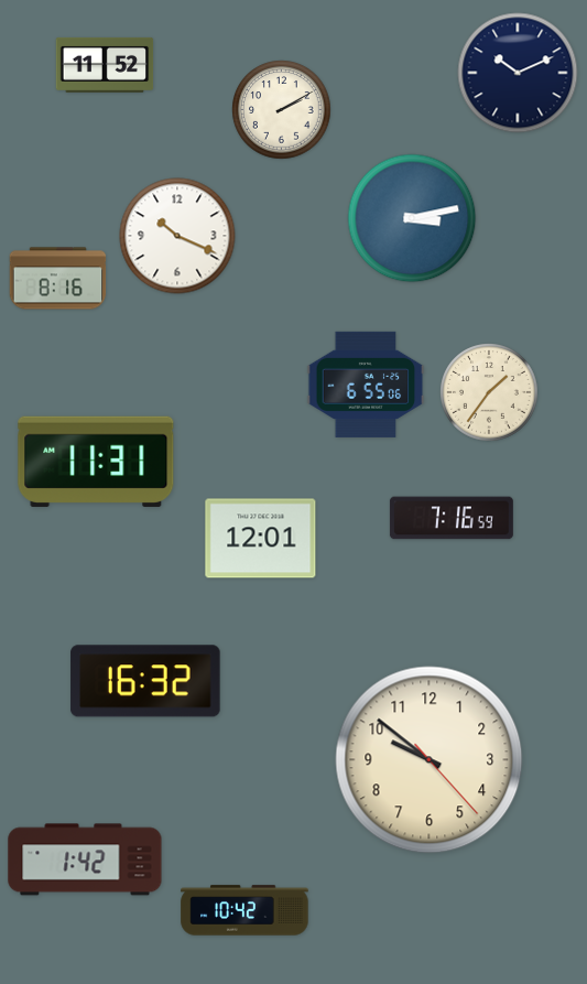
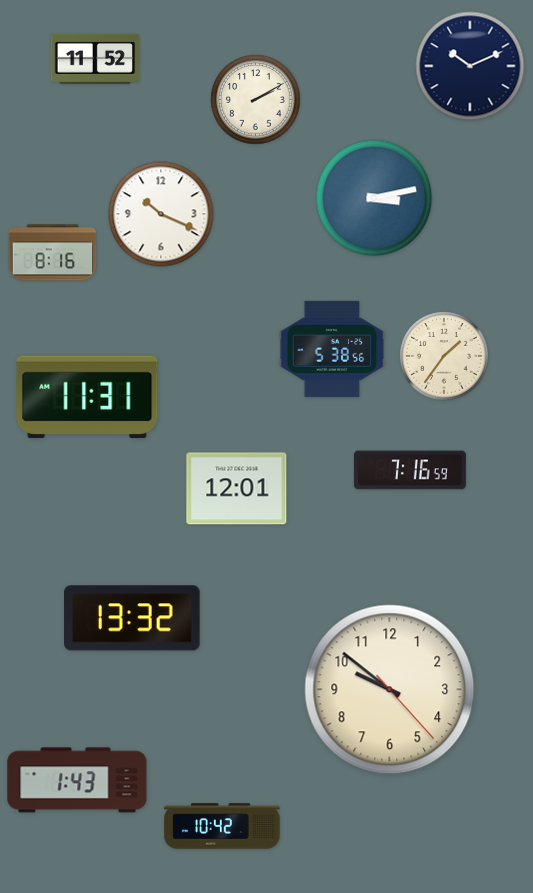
clock at (366, 385): 6:55 -> 5:38
clock at (96, 462) position: (96, 462) -> (87, 397)
clock at (145, 681): 16:32 -> 13:32
clock at (85, 859): 1:42 -> 1:43
